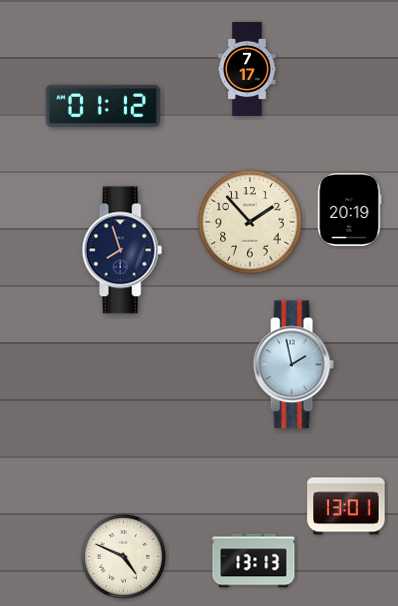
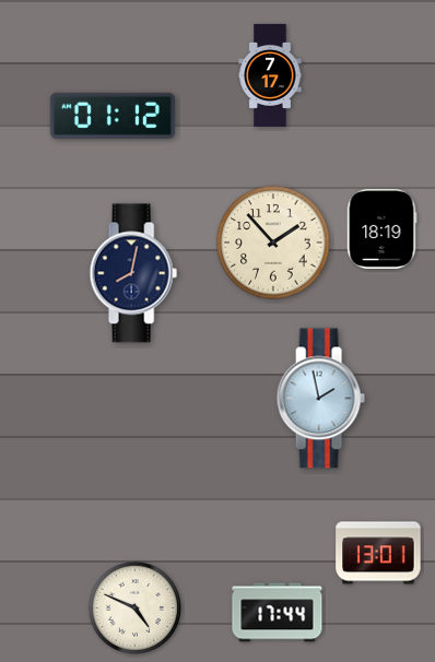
clock at (350, 209): 20:19 -> 18:19
clock at (122, 250): 7:57 -> 8:02
clock at (254, 561): 13:13 -> 17:44
